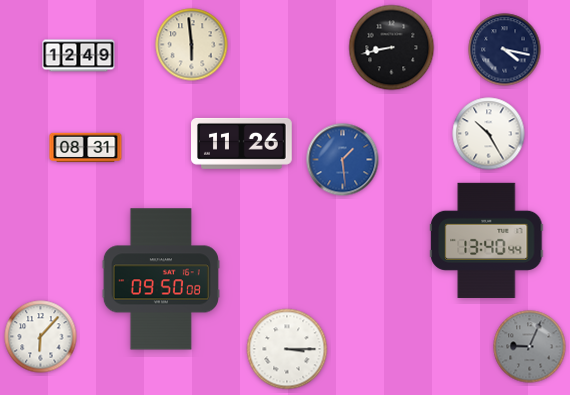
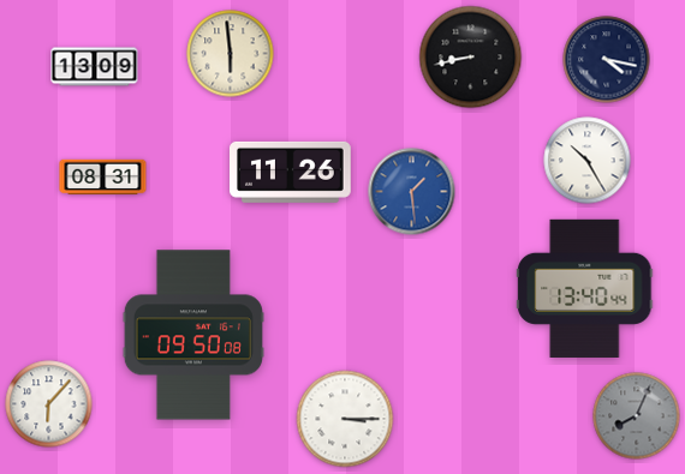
clock at (79, 56): 12:49 -> 13:09
clock at (530, 347): 9:04 -> 8:04
